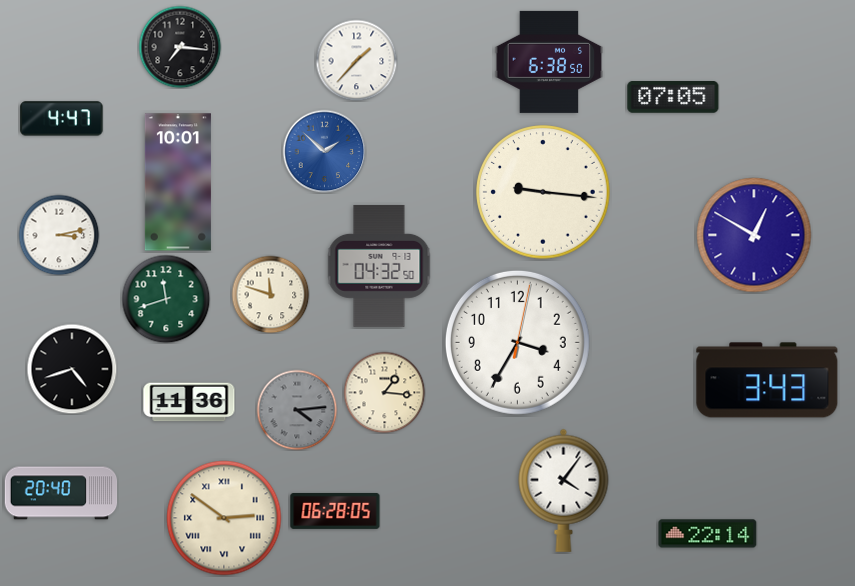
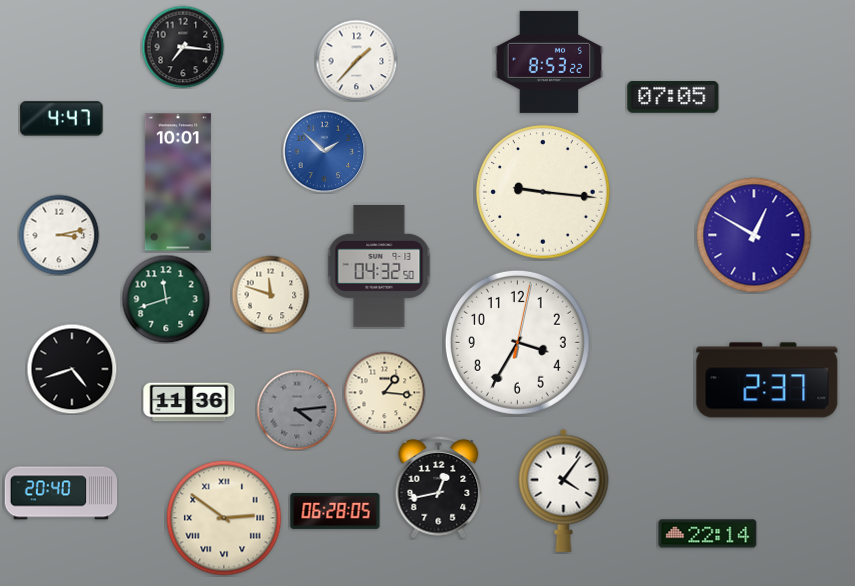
clock at (180, 47) position: (180, 47) -> (183, 47)
clock at (549, 62): 6:38 -> 8:53
clock at (767, 380): 3:43 -> 2:37
clock at (439, 488): none -> 12:43
